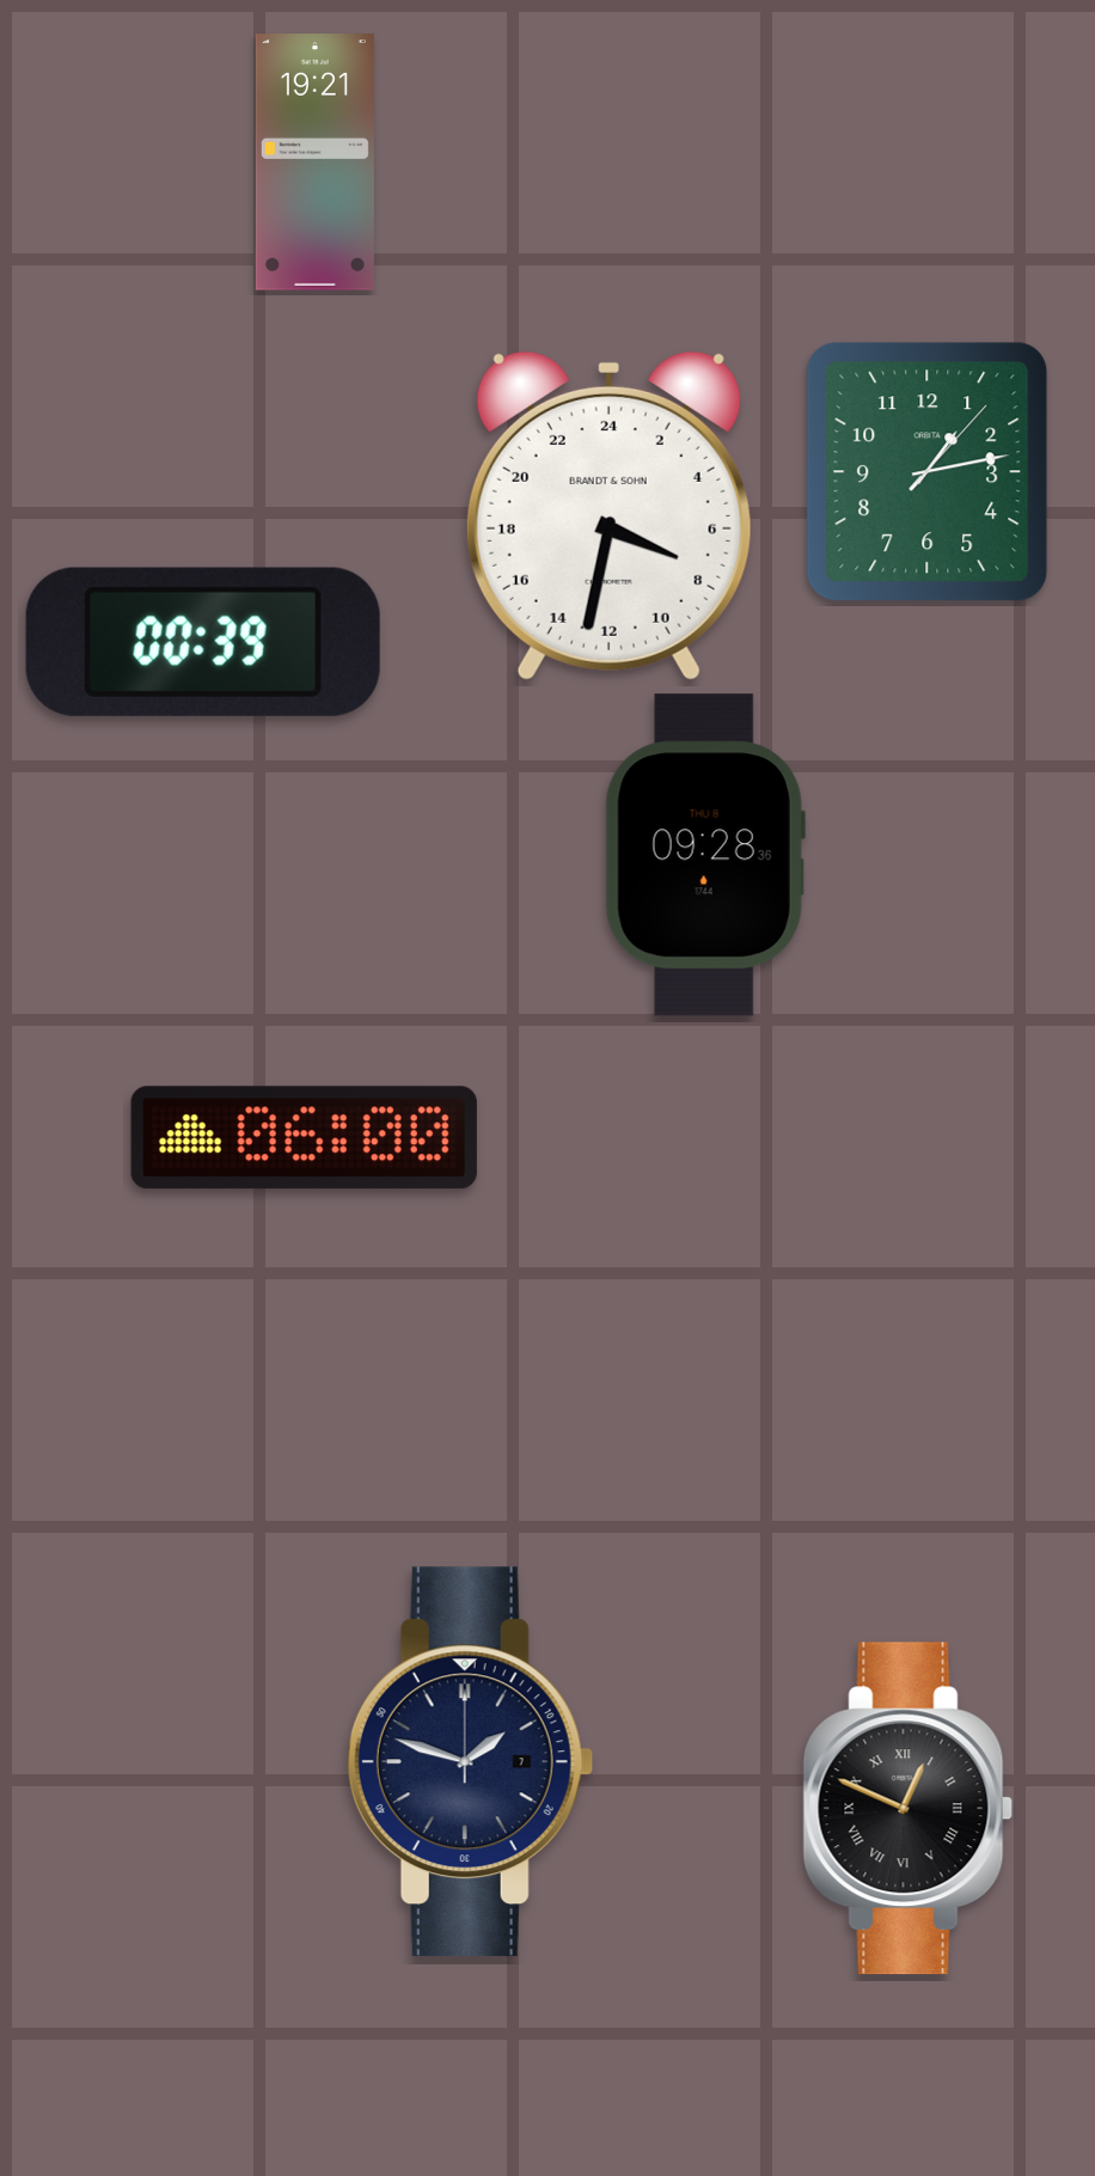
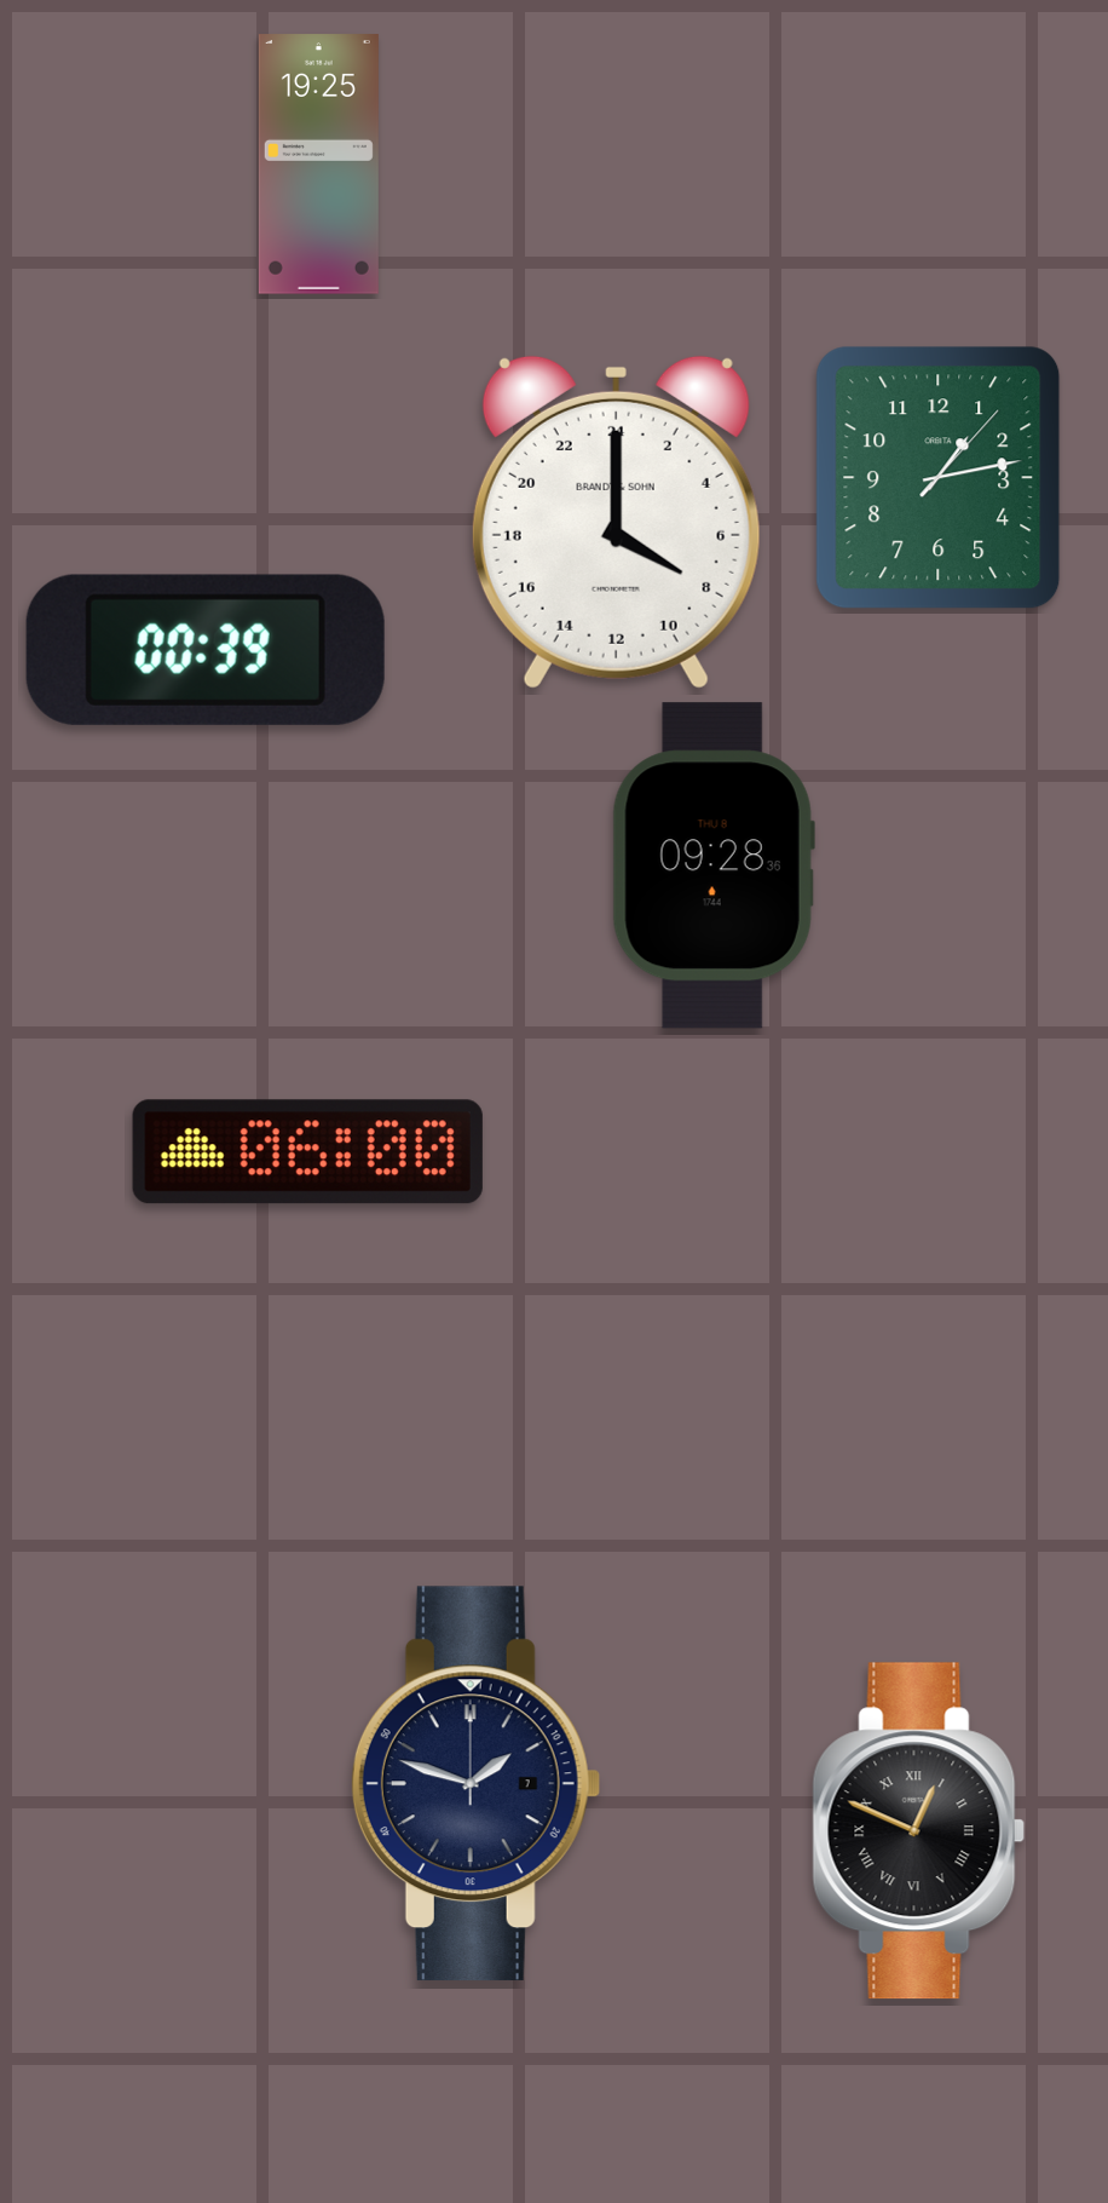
clock at (314, 163): 19:21 -> 19:25
clock at (608, 515): 7:32 -> 8:00
